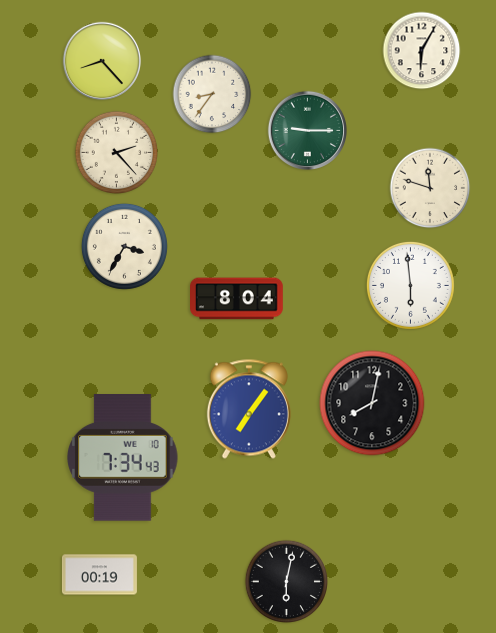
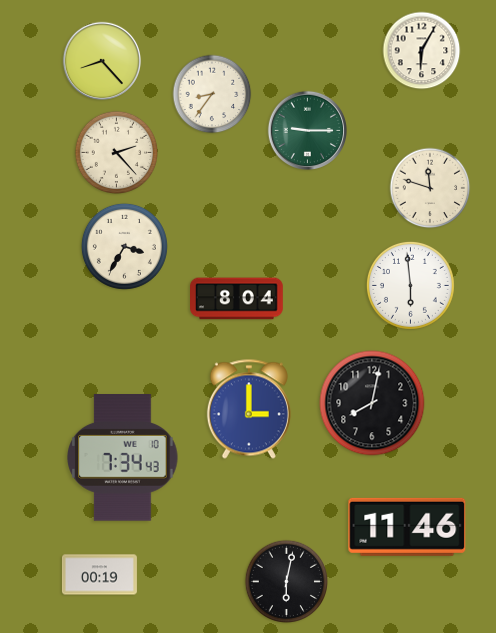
clock at (249, 409): 7:06 -> 3:00
clock at (407, 527): none -> 11:46
